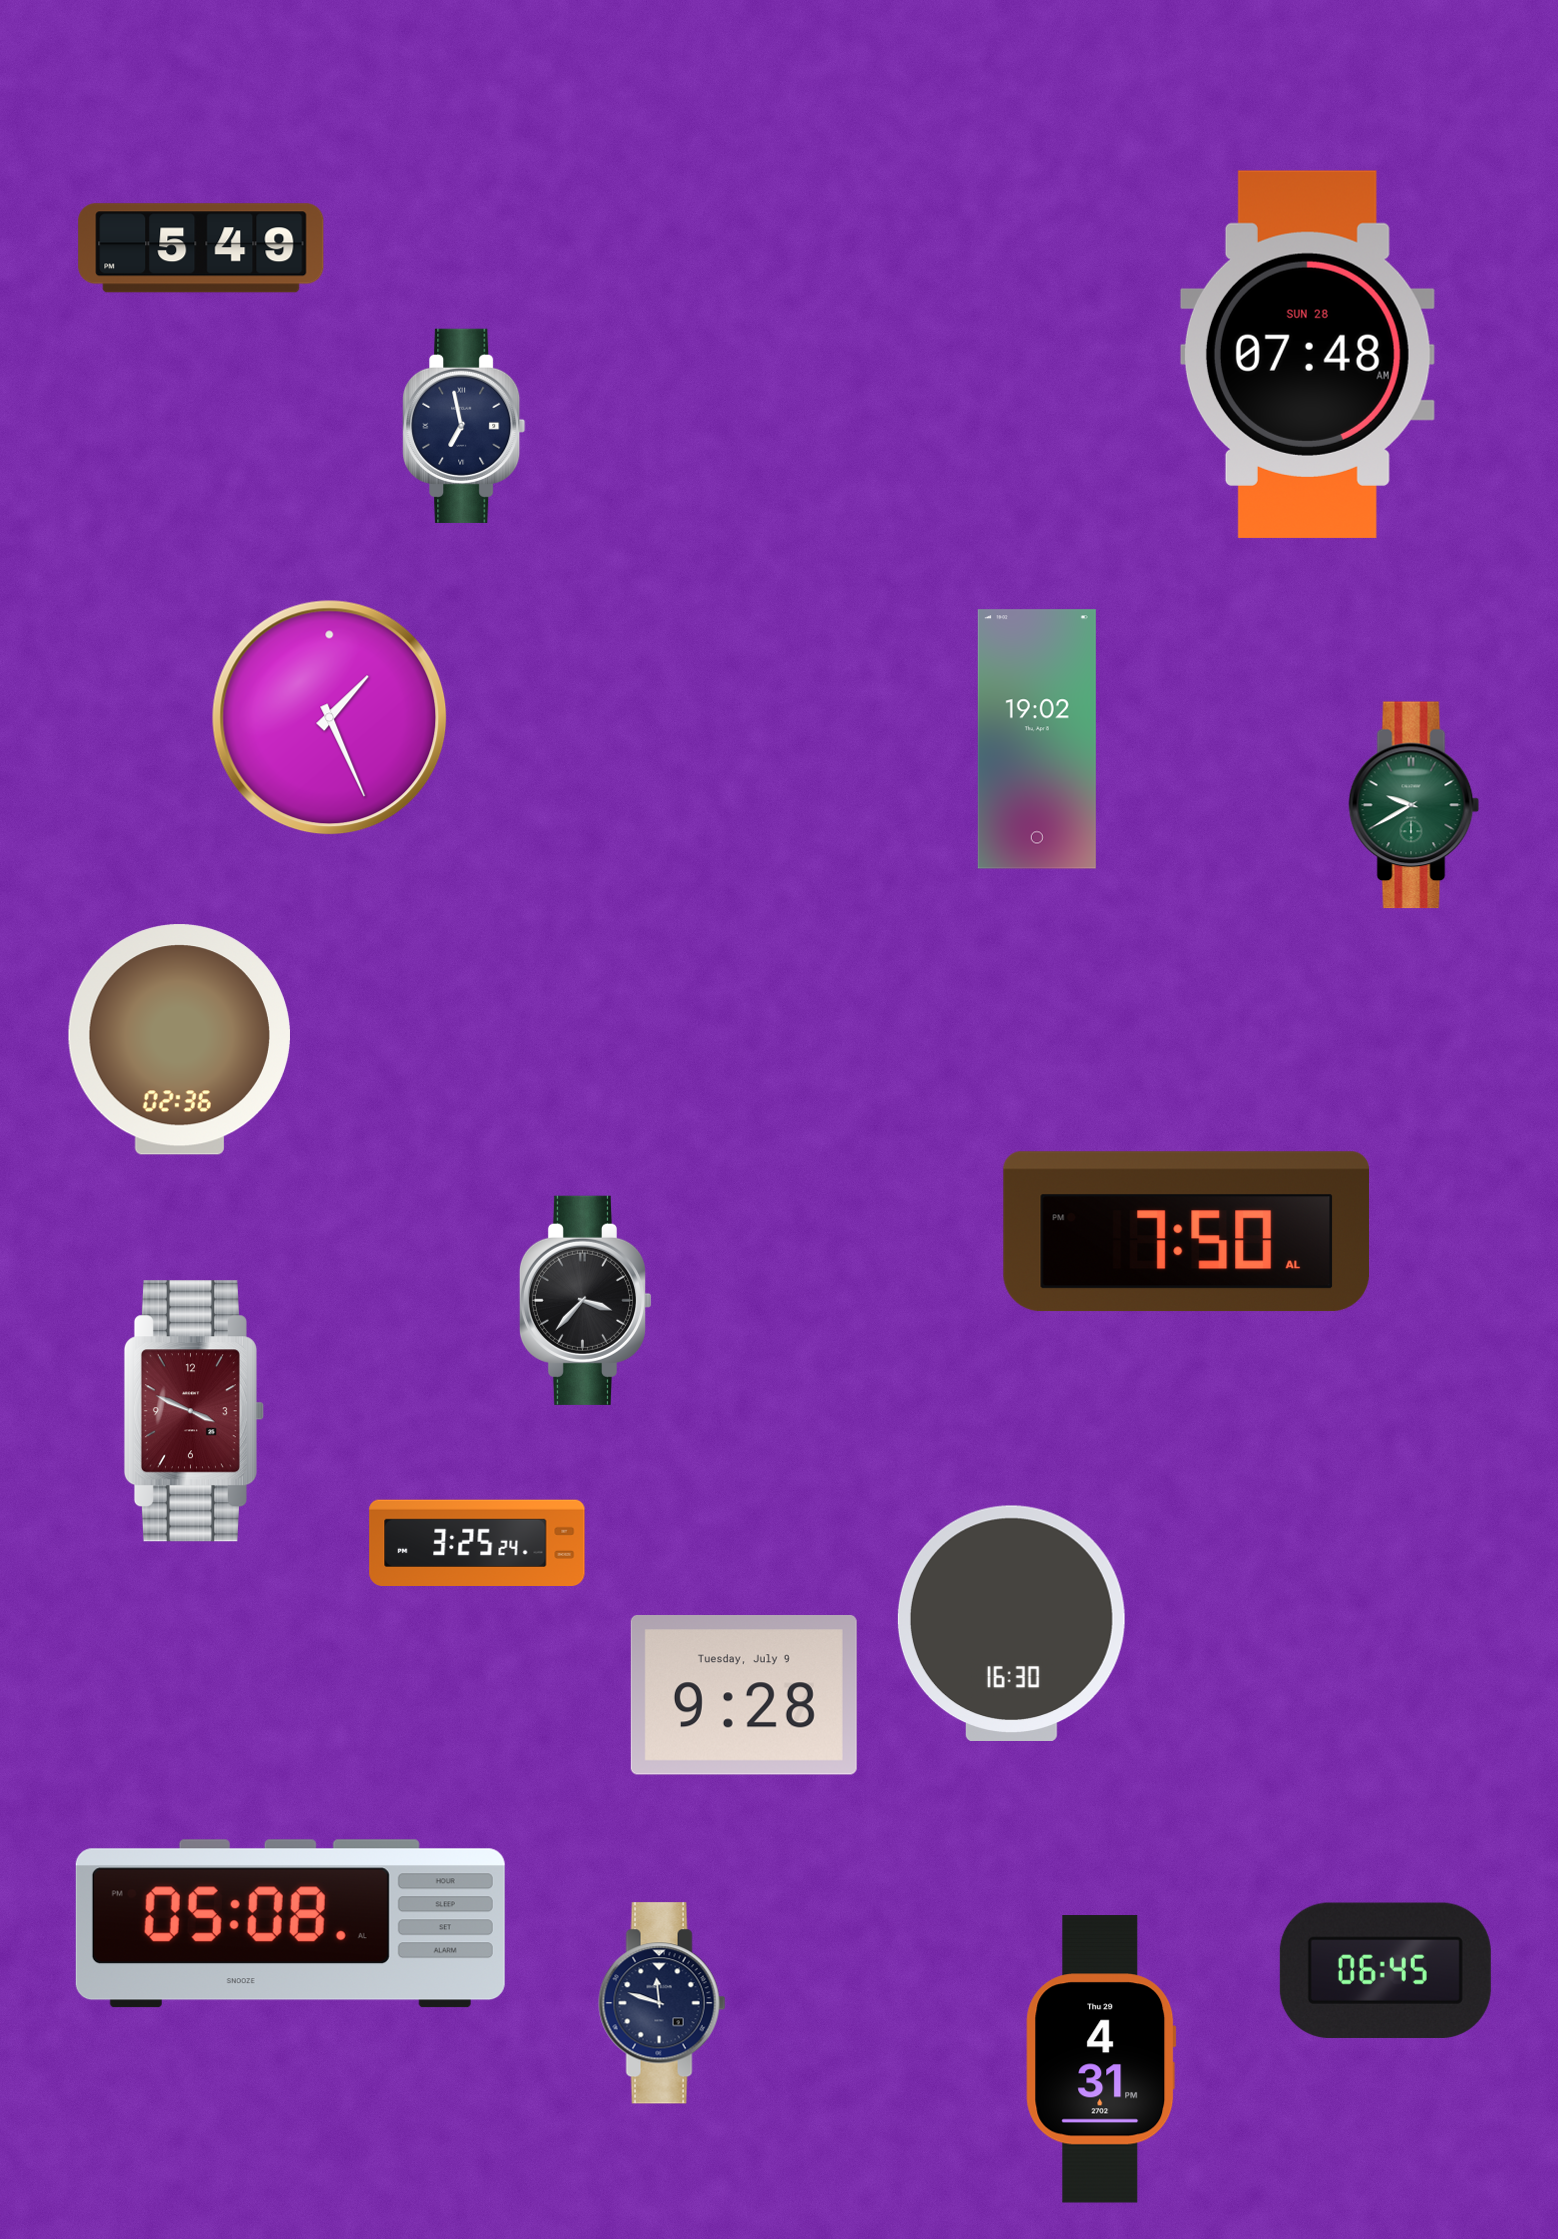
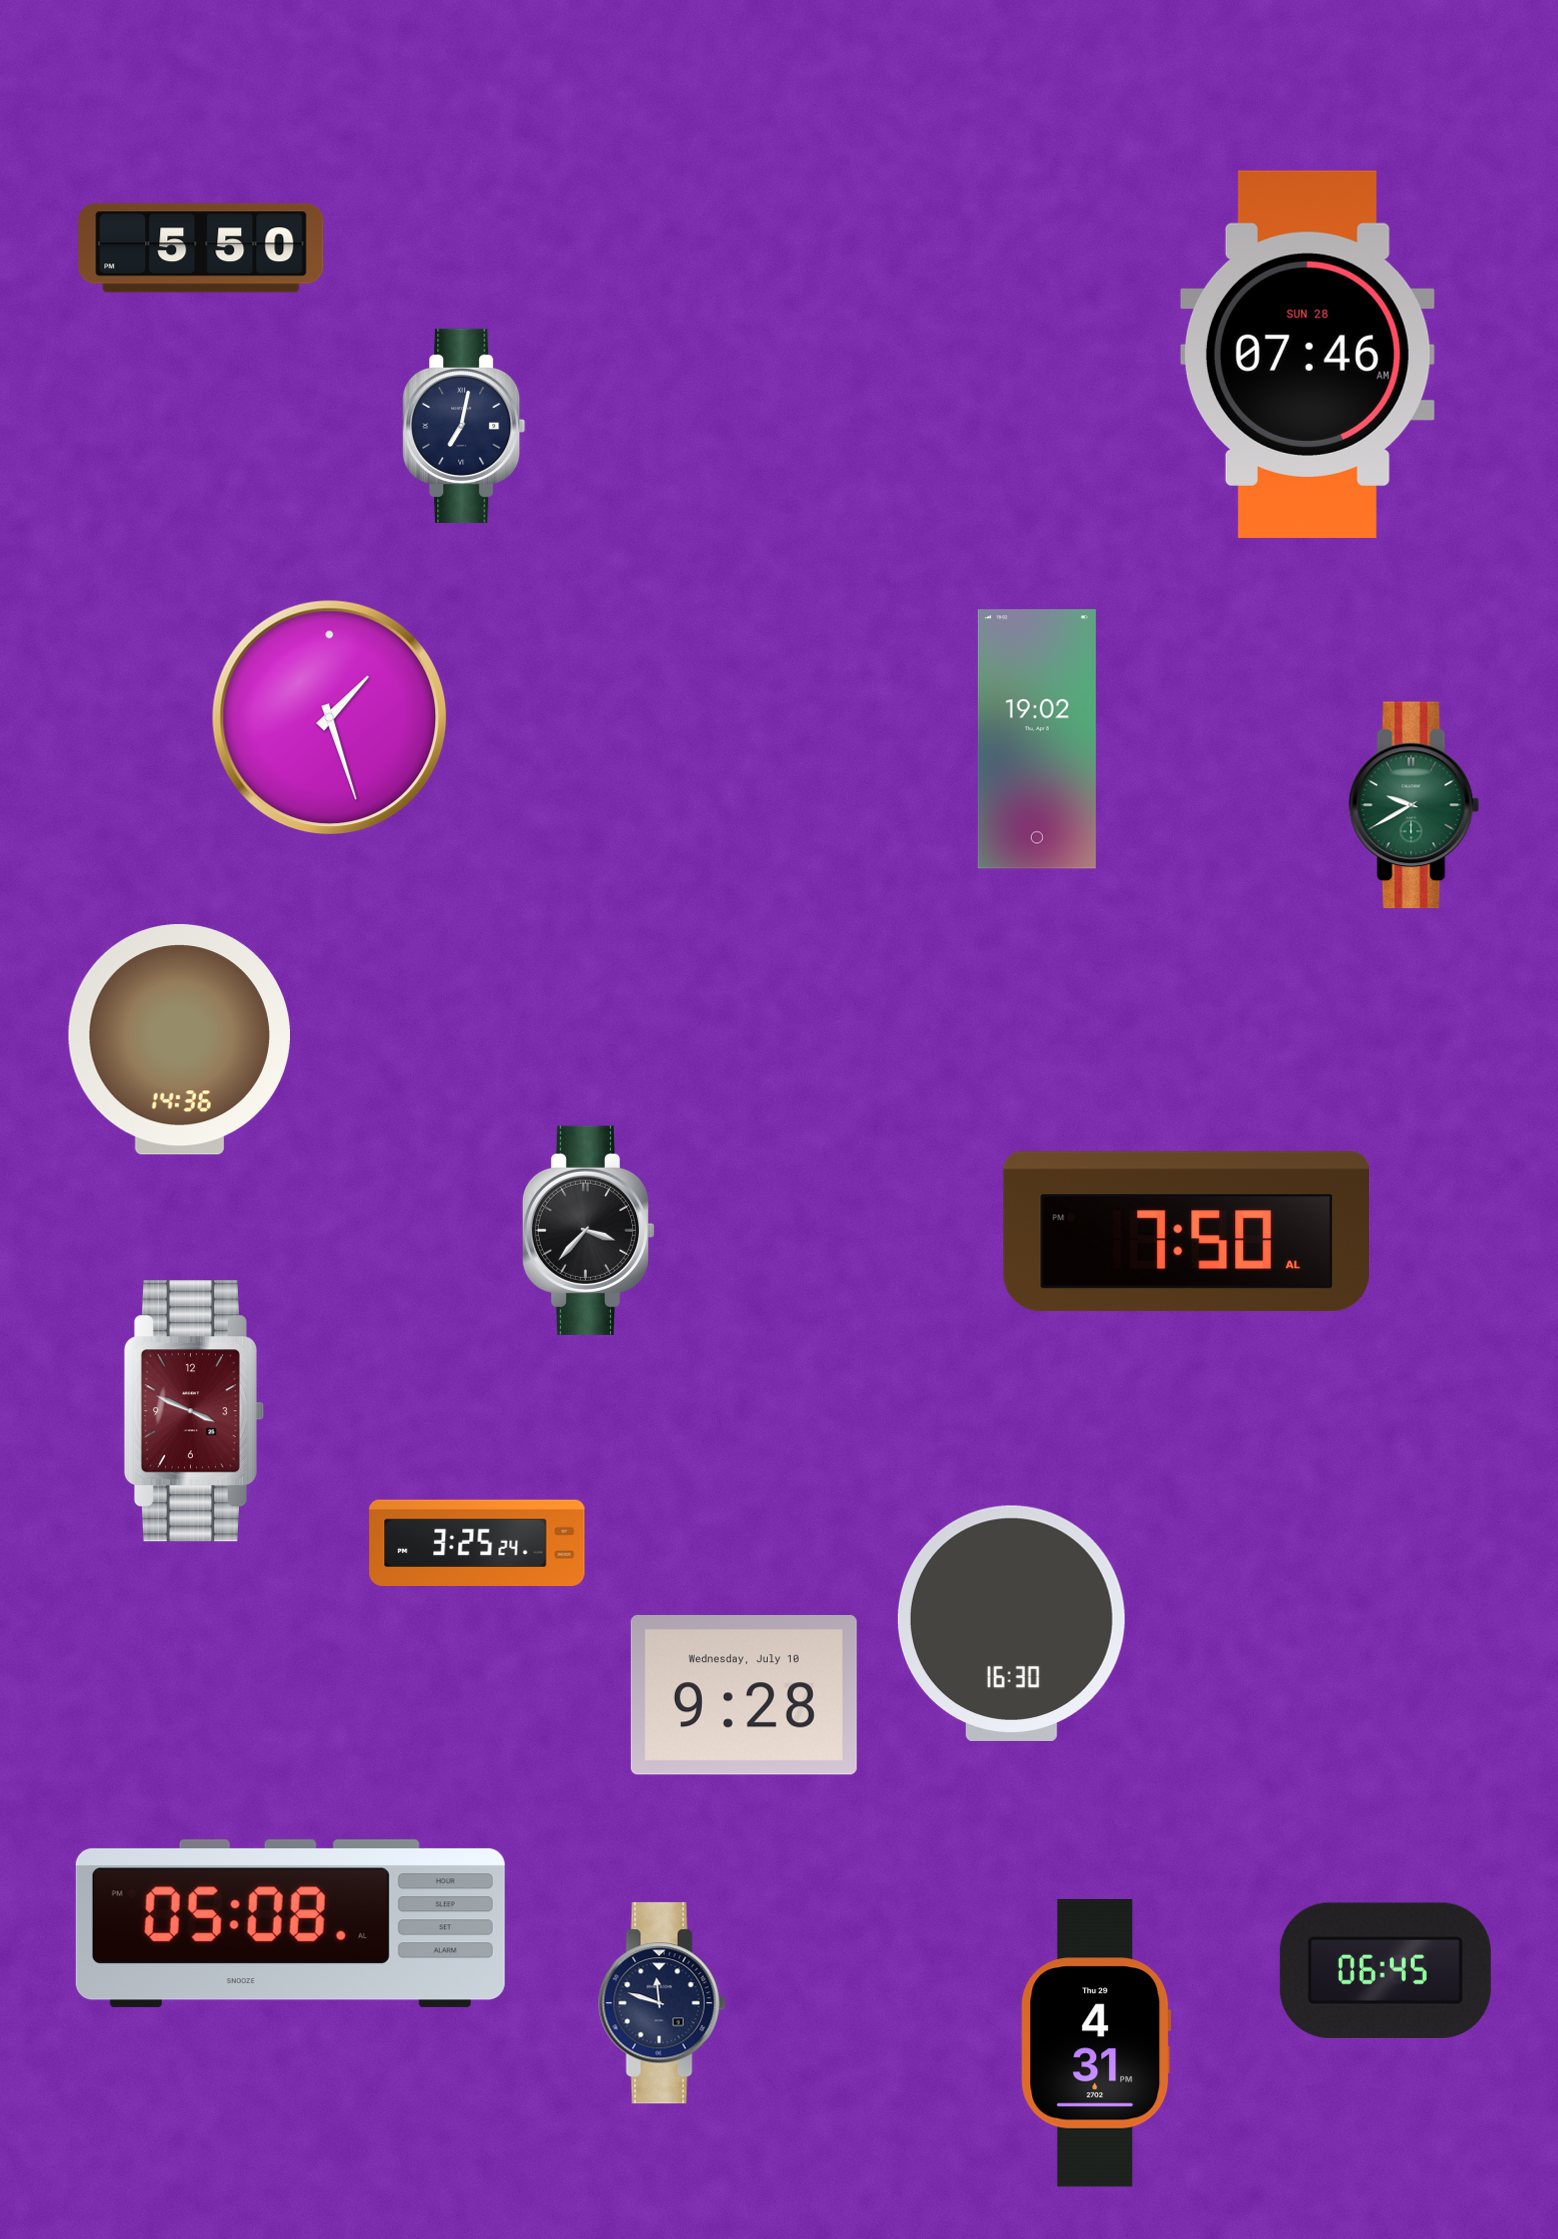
clock at (201, 248): 5:49 -> 5:50
clock at (1307, 354): 07:48 -> 07:46
clock at (464, 426): 6:58 -> 7:02
clock at (330, 718): 1:26 -> 1:27
clock at (179, 1040): 02:36 -> 14:36
clock at (585, 1300) position: (585, 1300) -> (588, 1230)
clock at (744, 1696) date: Tuesday, July 9 -> Wednesday, July 10
clock at (1101, 2059) position: (1101, 2059) -> (1096, 2043)
